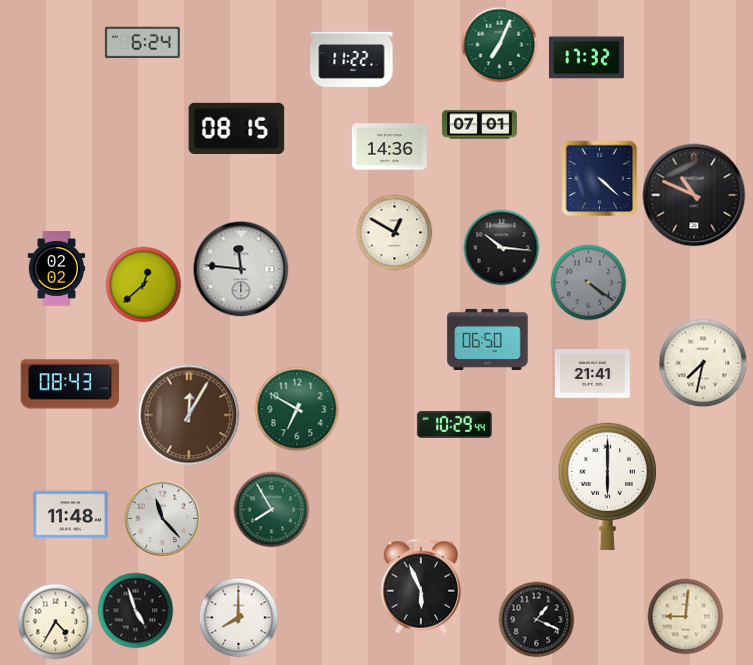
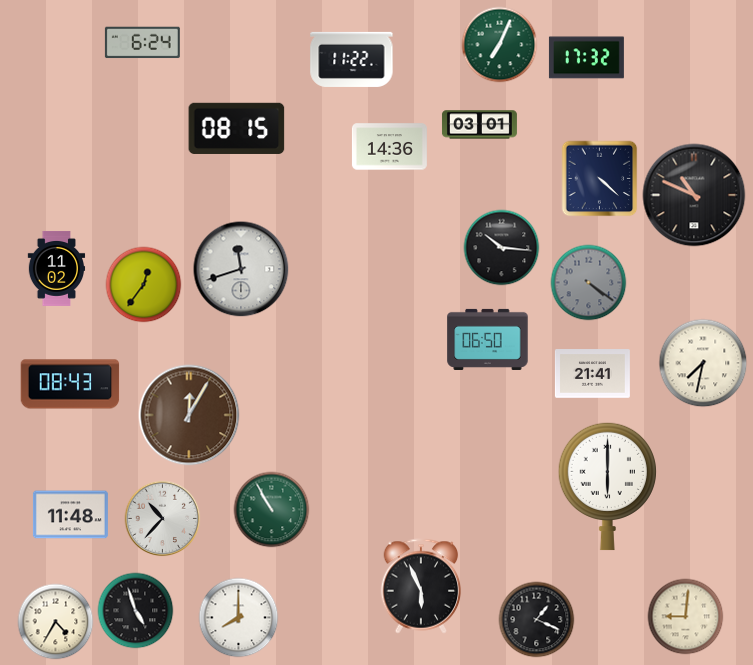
clock at (479, 125): 07:01 -> 03:01
clock at (395, 233): 12:50 -> none
clock at (57, 268): 02:02 -> 11:02
clock at (241, 269): 11:46 -> 11:42
clock at (144, 285): 12:38 -> 12:36
clock at (297, 409): 6:50 -> none
clock at (454, 424): 10:29 -> none
clock at (272, 510): 7:55 -> 10:55
clock at (163, 519): 11:23 -> 10:37
